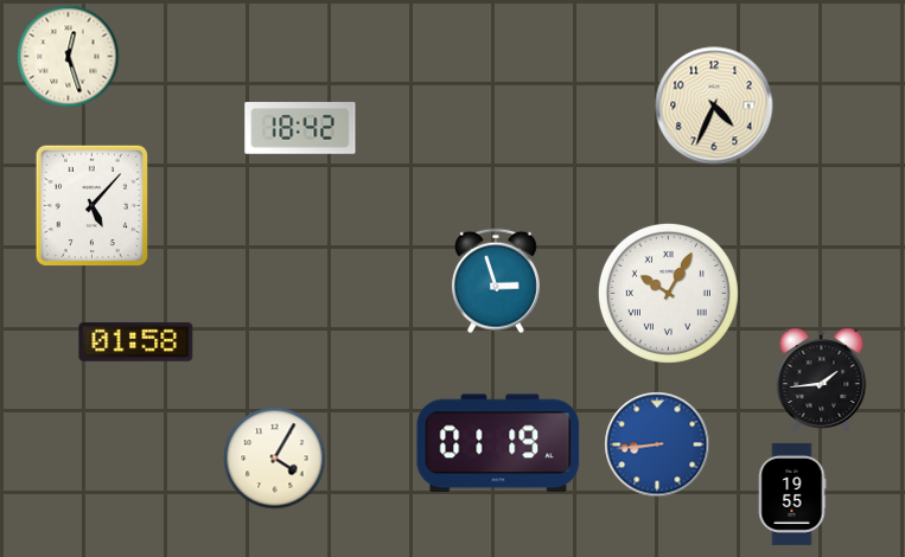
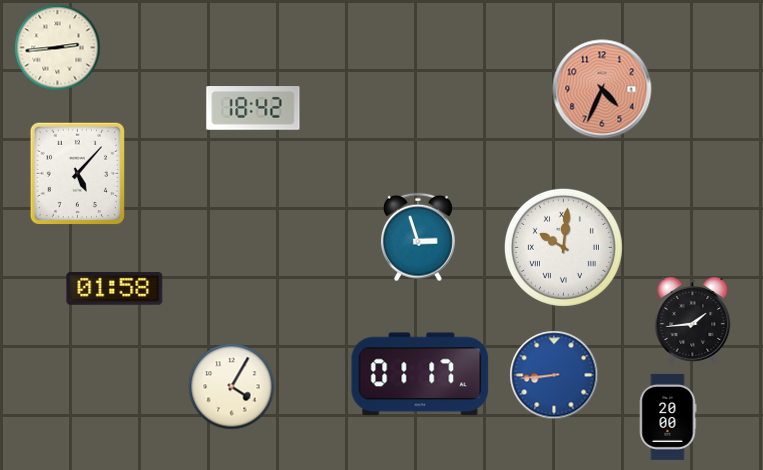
clock at (69, 57): 12:27 -> 2:44
clock at (714, 105) dial: cream -> salmon
clock at (668, 293): 10:05 -> 10:01
clock at (498, 443): 01:19 -> 01:17
clock at (792, 494): 19:55 -> 20:00
